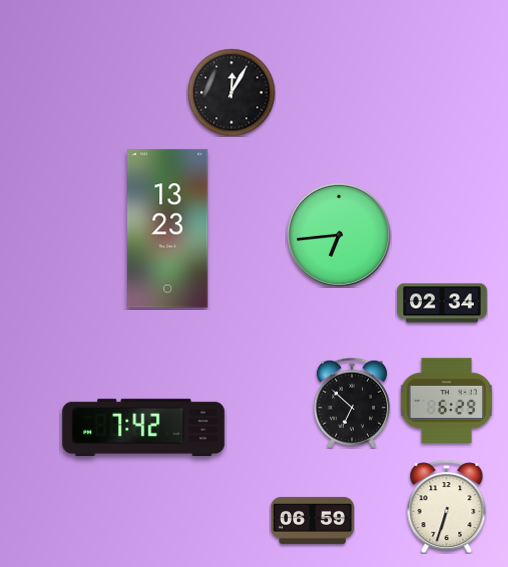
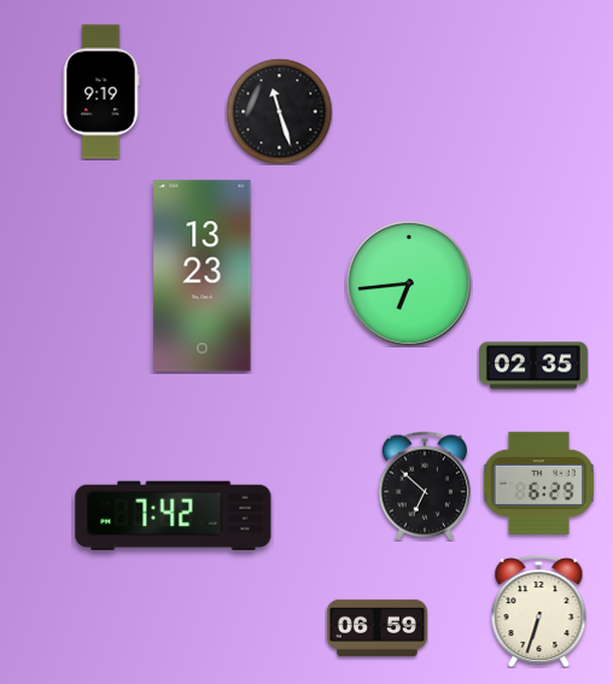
clock at (101, 92): none -> 9:19
clock at (231, 92): 12:05 -> 11:27
clock at (443, 303): 02:34 -> 02:35
